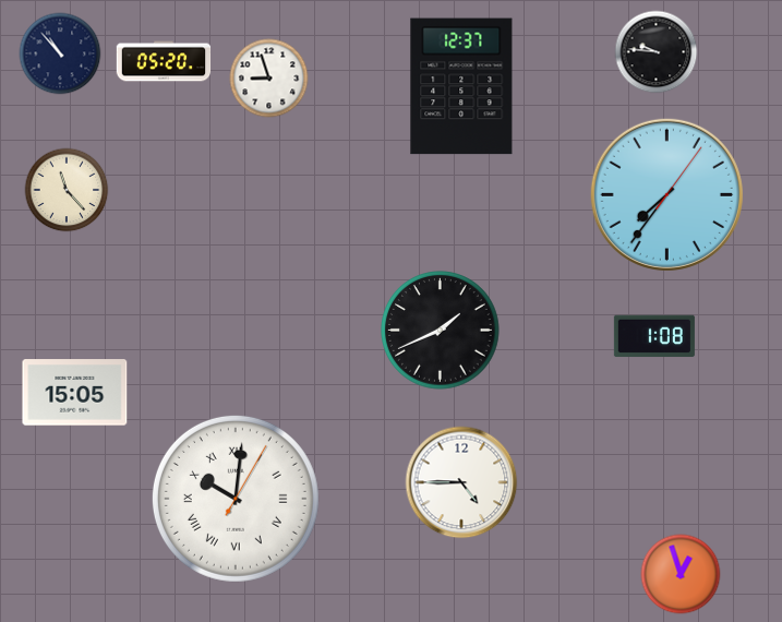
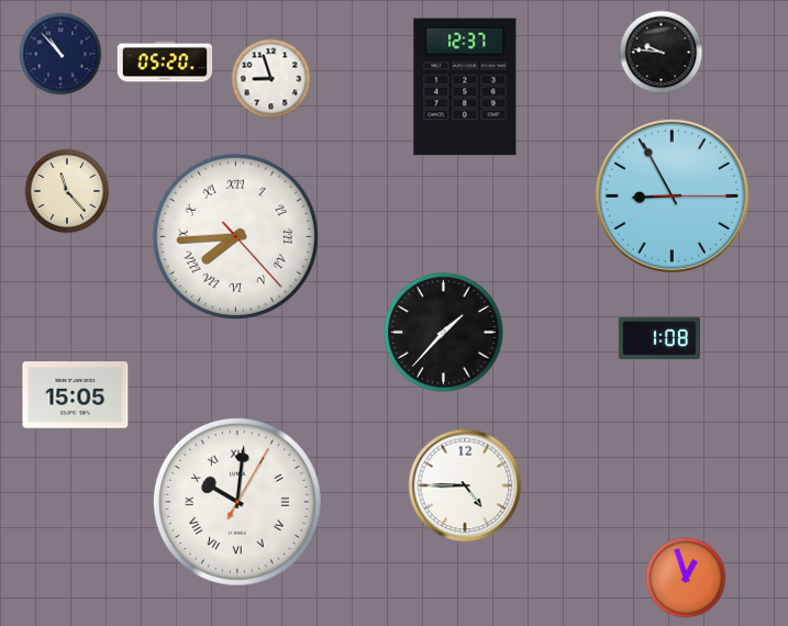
clock at (666, 194): 7:36 -> 8:55
clock at (235, 236): none -> 7:44
clock at (441, 331): 1:41 -> 1:37
